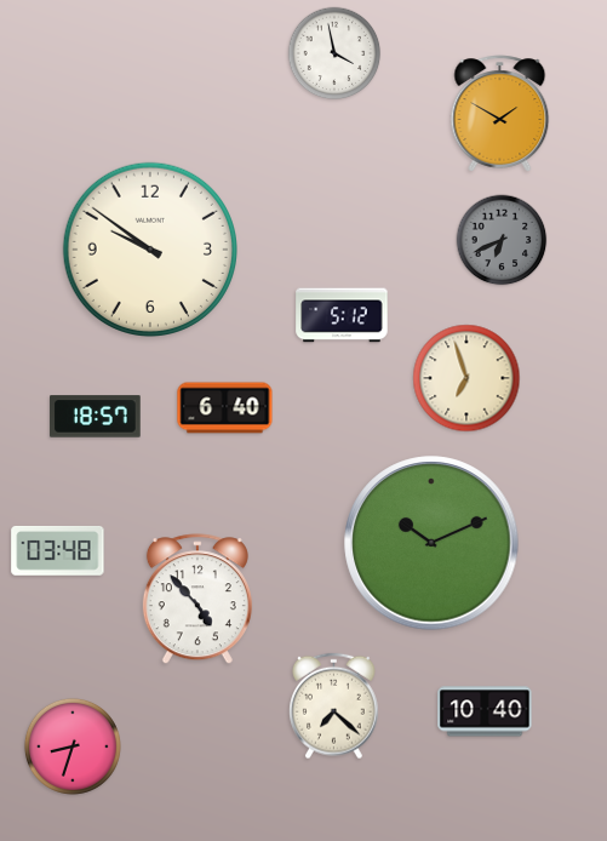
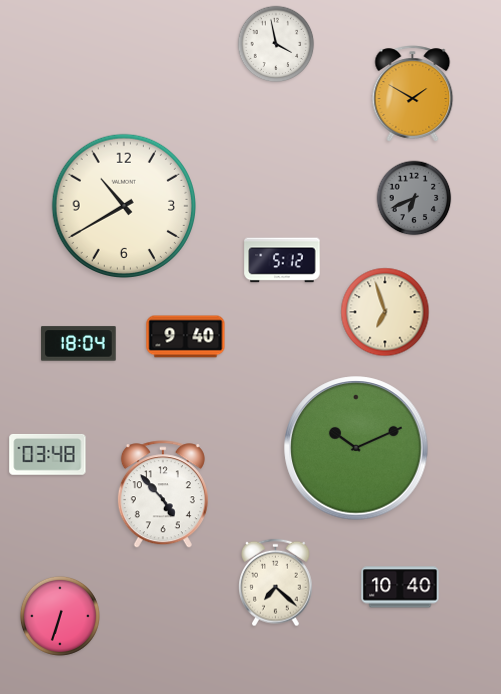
clock at (149, 248): 9:51 -> 10:40
clock at (225, 408): 6:40 -> 9:40
clock at (96, 417): 18:57 -> 18:04
clock at (73, 746): 8:33 -> 6:33
